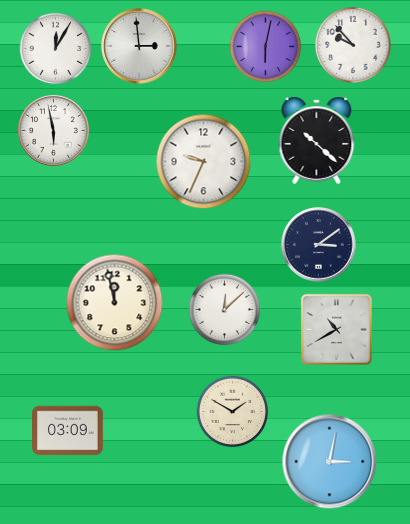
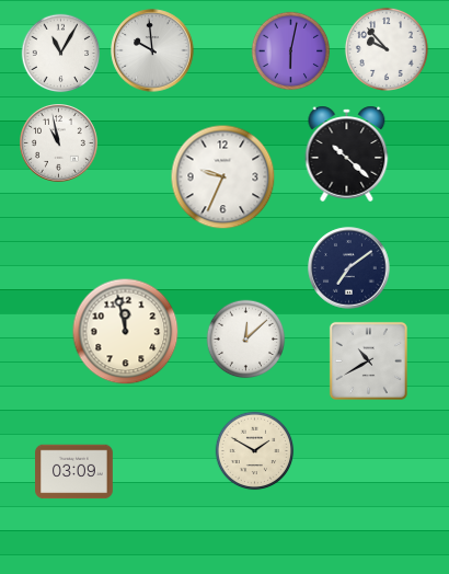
clock at (139, 46): 2:59 -> 9:59
clock at (56, 49): 12:05 -> 11:05
clock at (54, 131): 5:58 -> 10:58
clock at (319, 245): 3:09 -> 7:09
clock at (330, 462): 3:02 -> none
